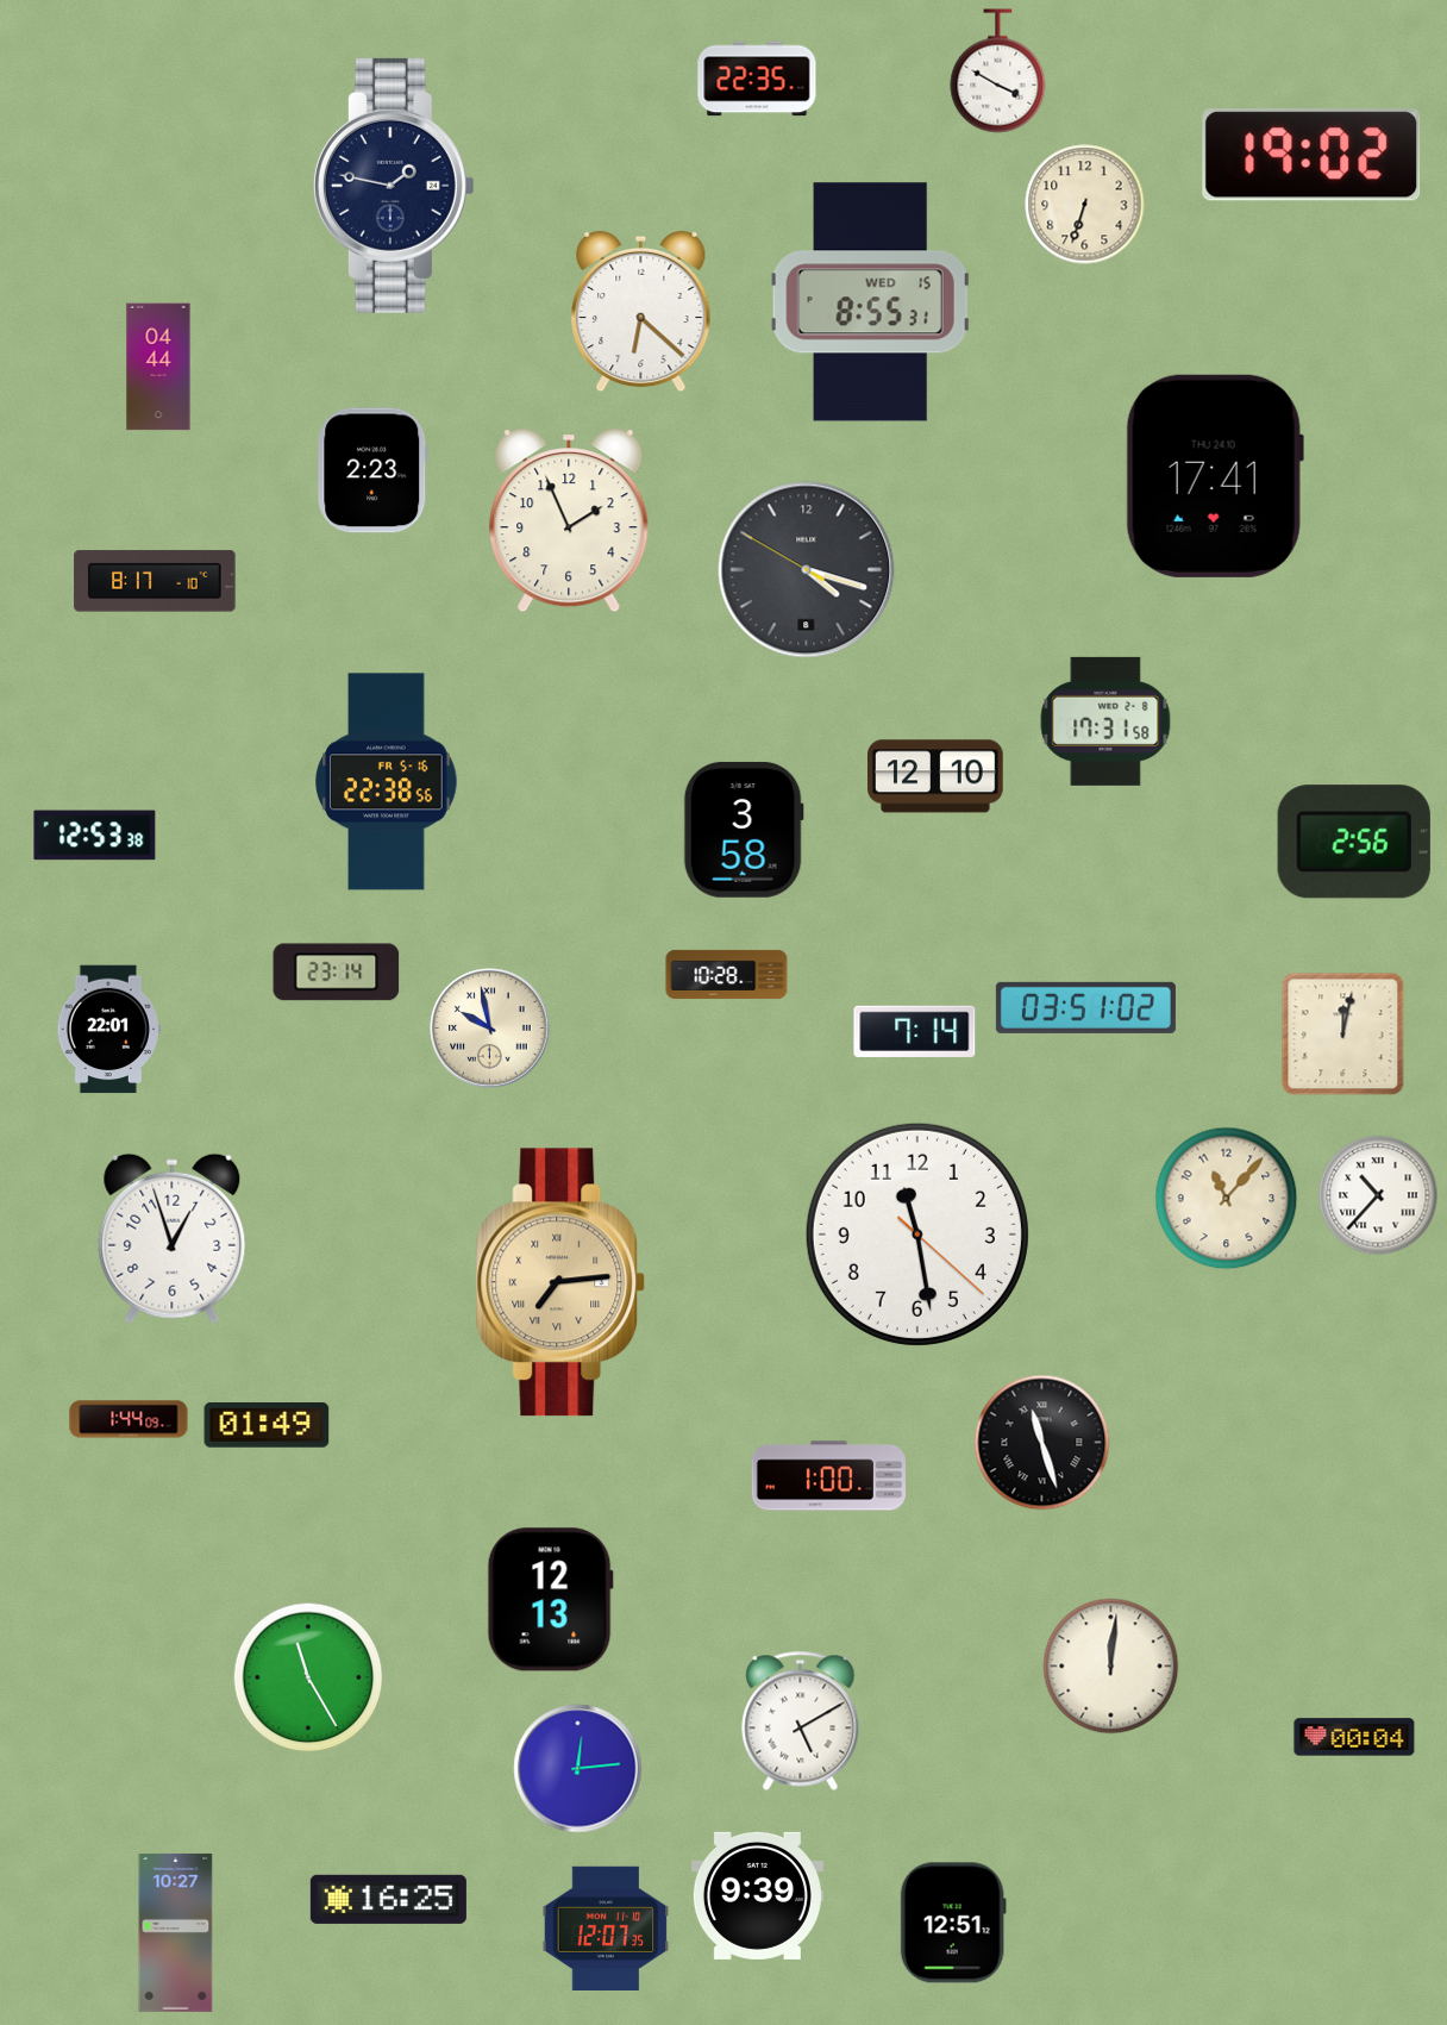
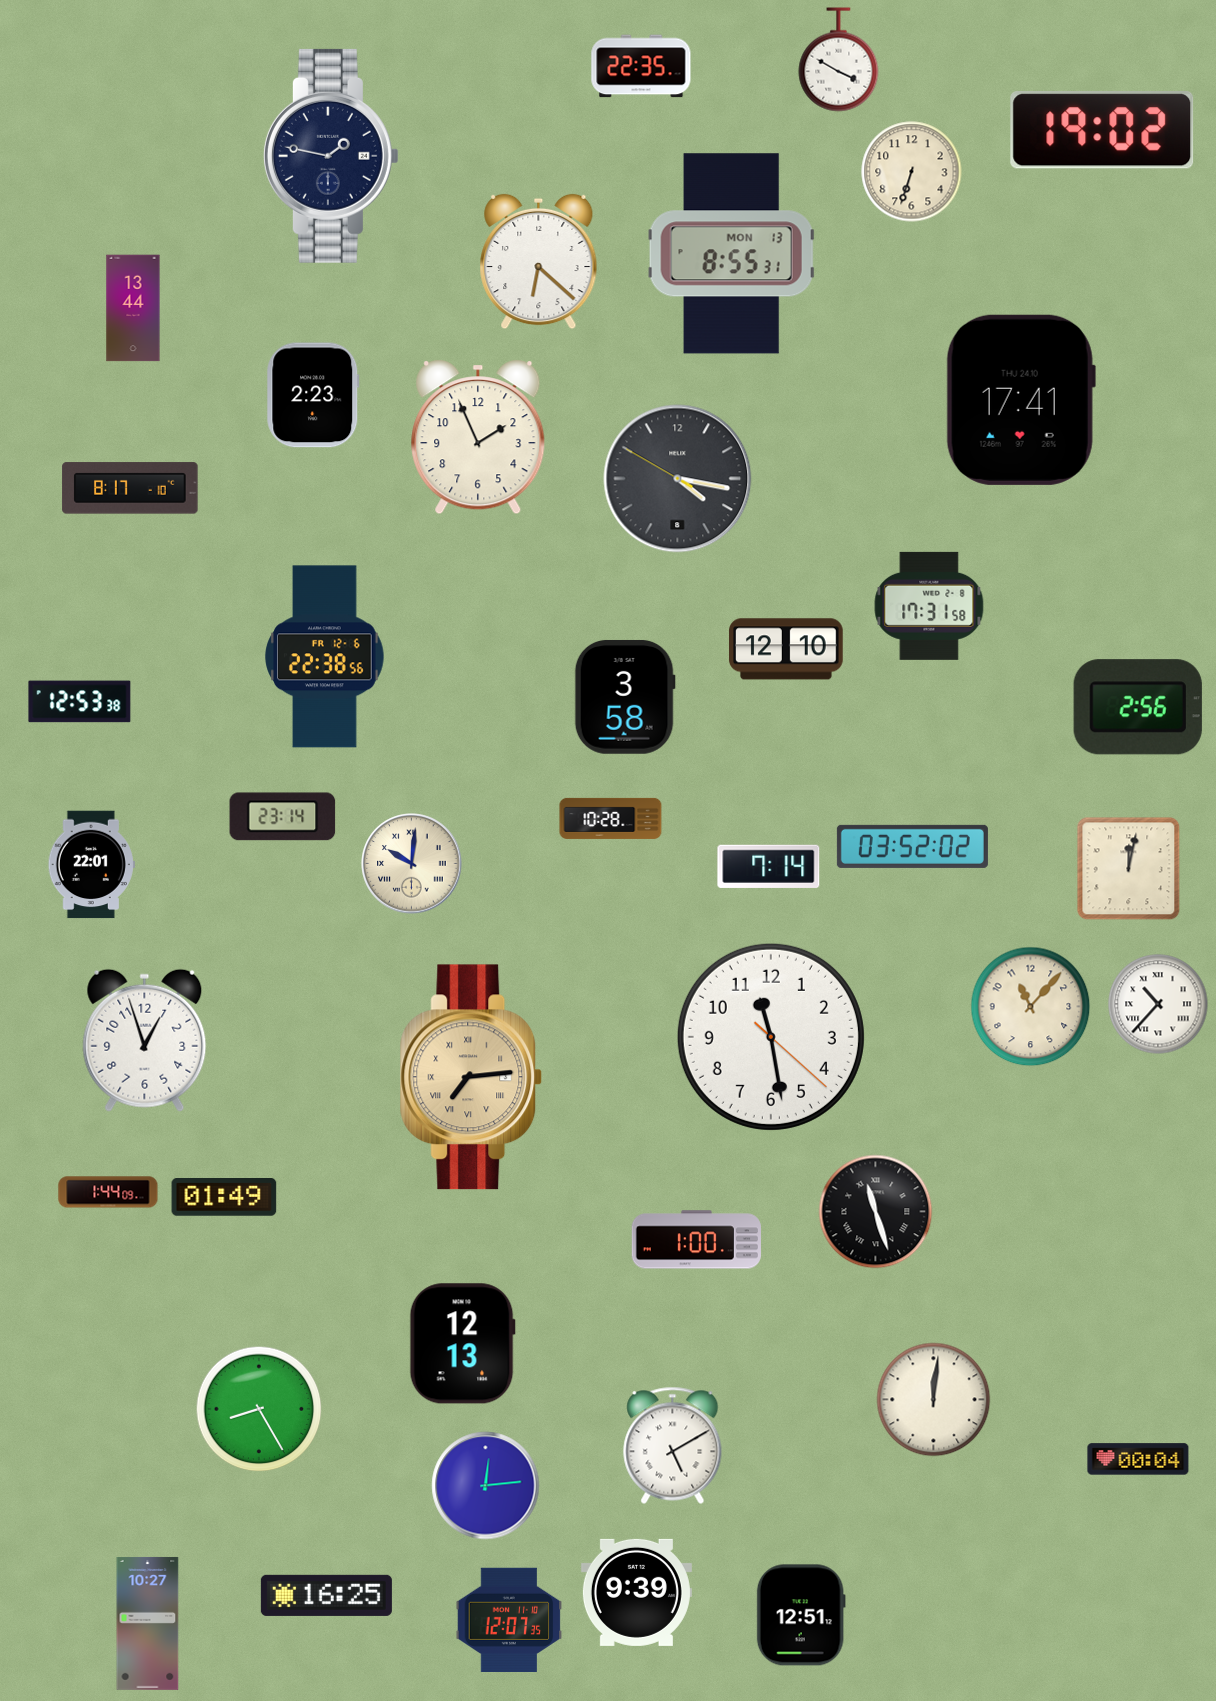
clock at (757, 79) position: (757, 79) -> (641, 66)
clock at (871, 302) date: WED 15 -> MON 13
clock at (158, 367): 04:44 -> 13:44
clock at (807, 570): 4:17 -> 4:16
clock at (937, 776) position: (937, 776) -> (787, 649)
clock at (387, 782) date: FR 5-16 -> FR 12-6
clock at (1085, 1007): 03:51 -> 03:52
clock at (490, 1029): 9:58 -> 10:01
clock at (308, 1677): 11:25 -> 8:25
